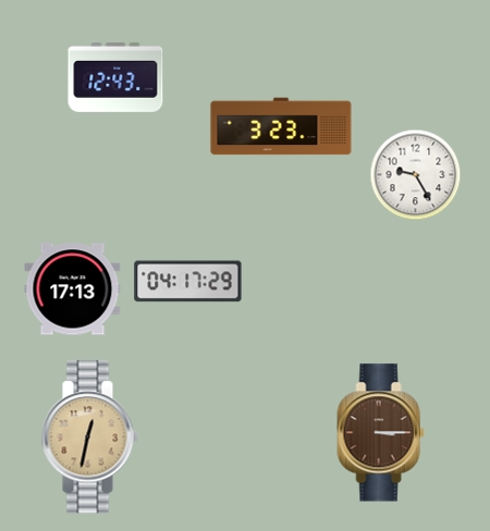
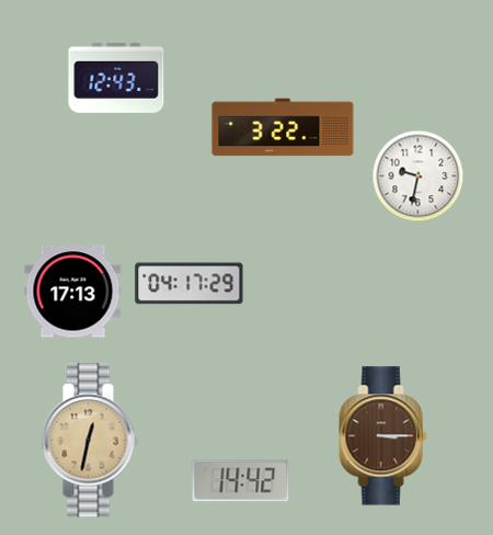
clock at (281, 126): 3:23 -> 3:22
clock at (416, 175): 9:25 -> 9:32
clock at (241, 481): none -> 14:42
